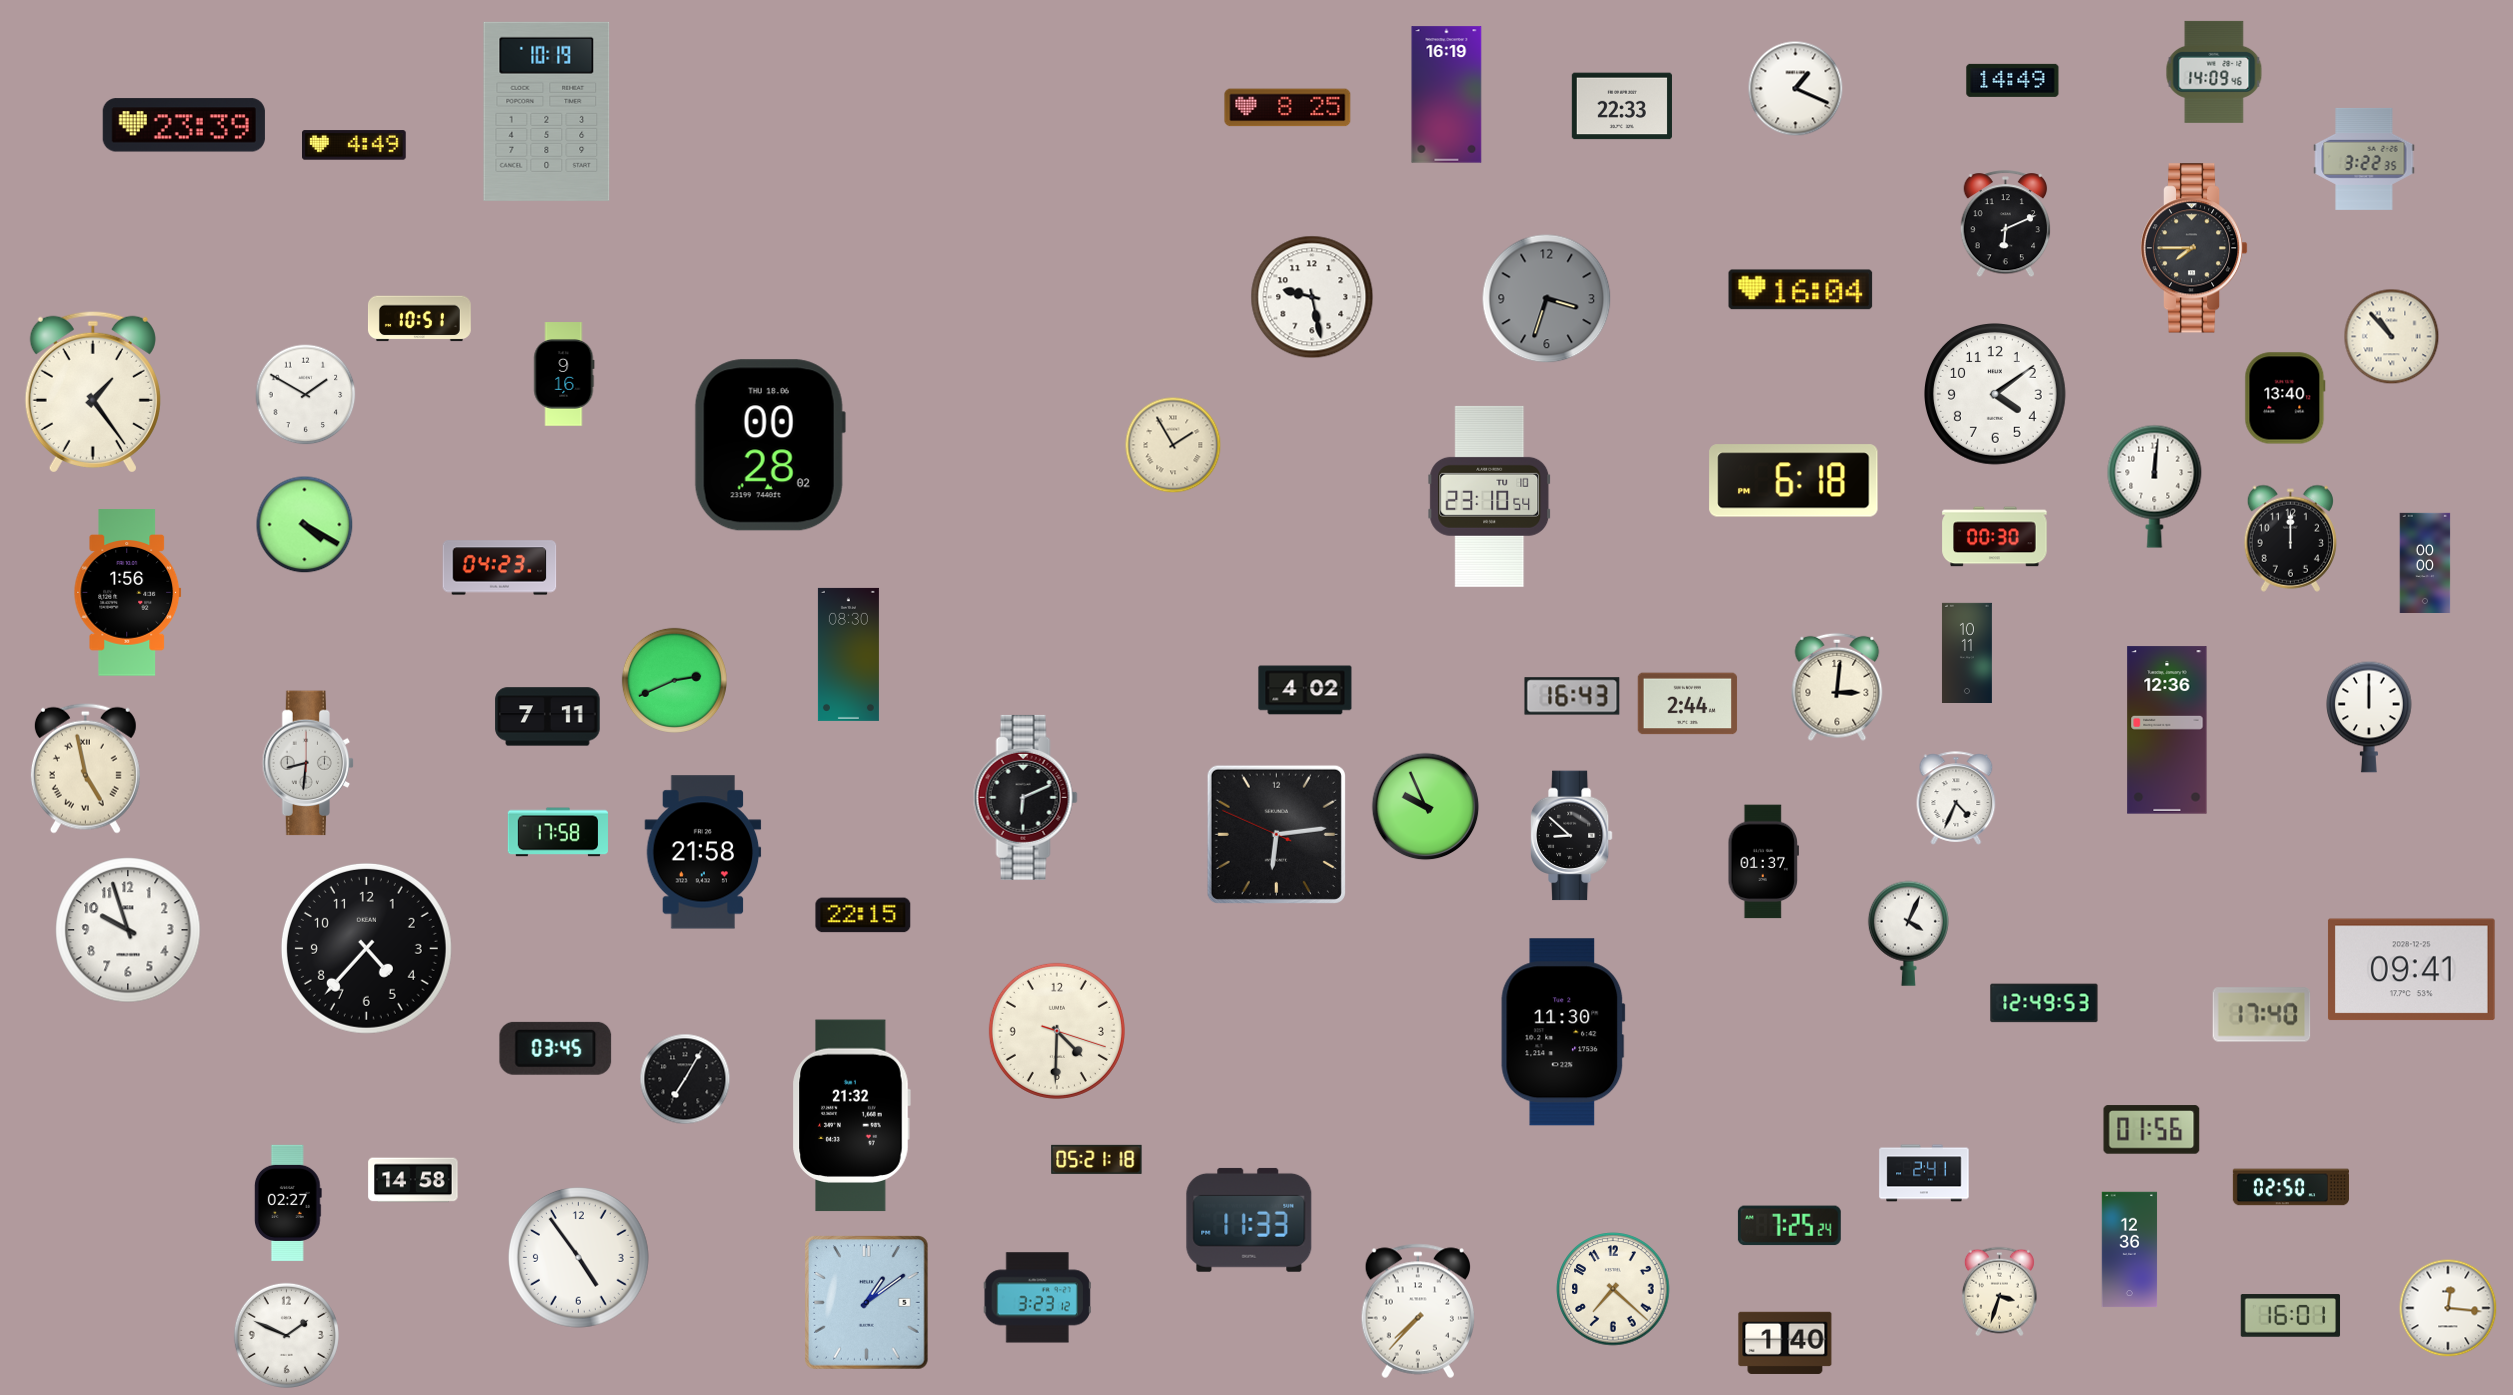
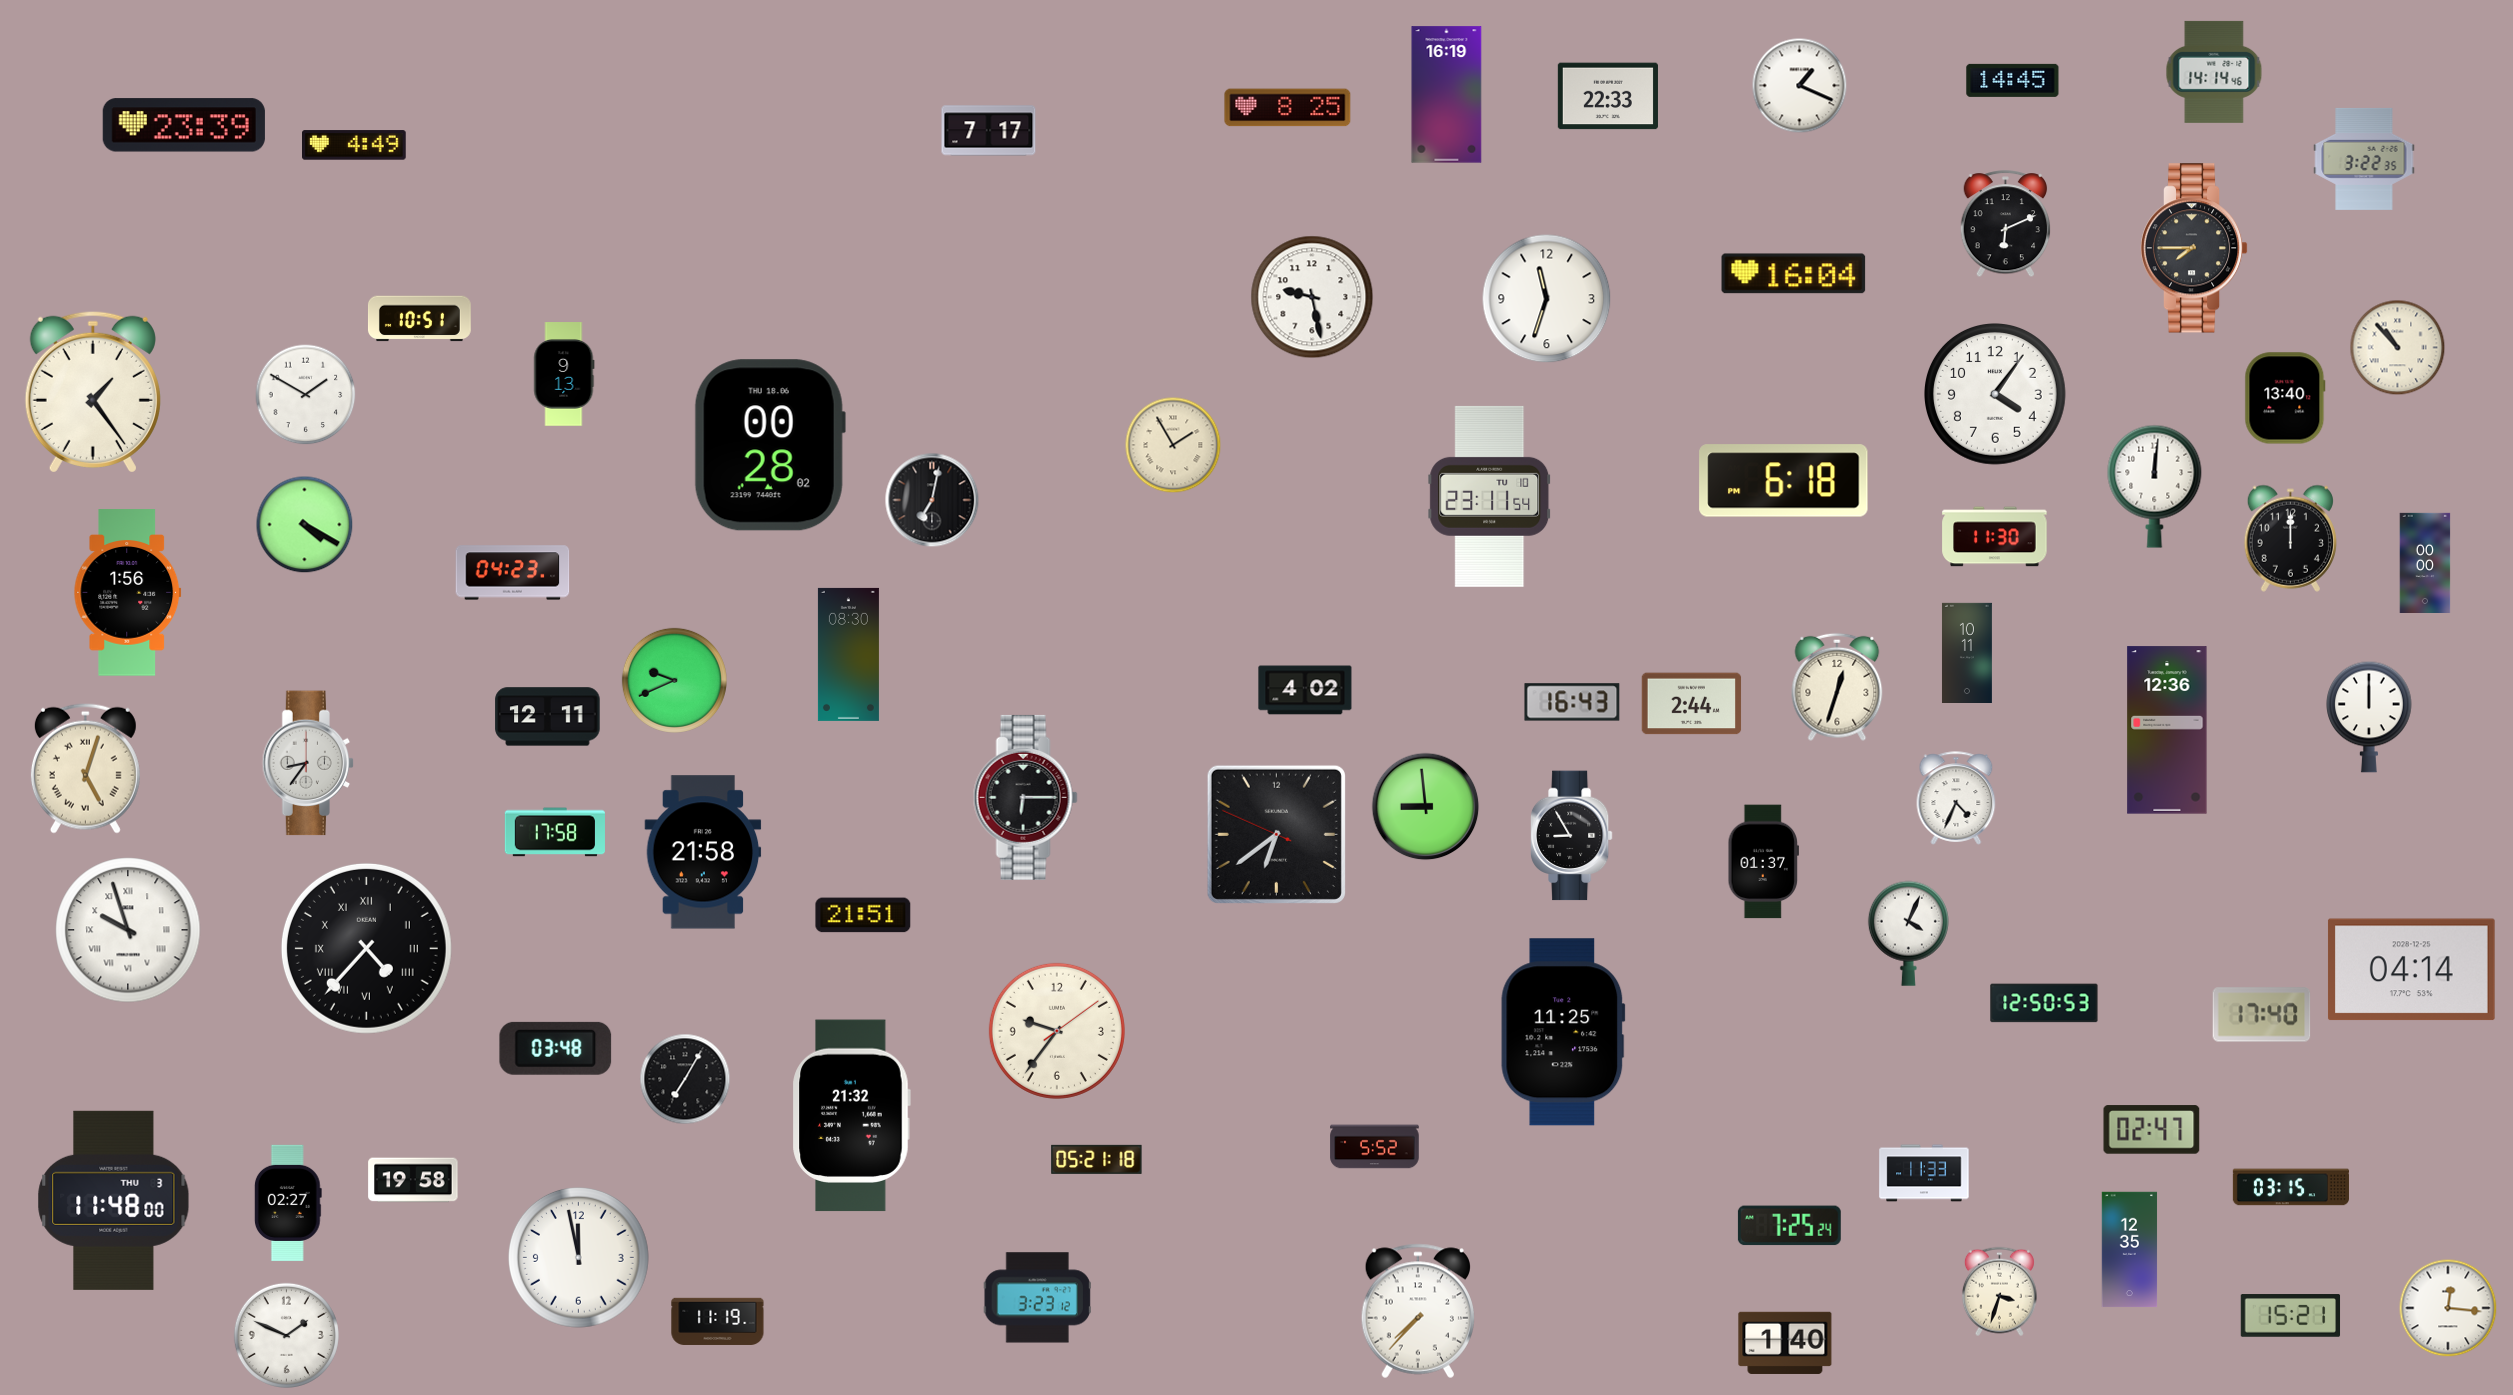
clock at (2214, 72): 14:09 -> 14:14
clock at (2013, 80): 14:49 -> 14:45
clock at (1796, 89) position: (1796, 89) -> (1800, 86)
clock at (1622, 106) position: (1622, 106) -> (1608, 96)
clock at (547, 111): 10:19 -> none
clock at (989, 131): none -> 7:17
clock at (1801, 290) position: (1801, 290) -> (1794, 274)
clock at (1547, 299): 3:33 -> 11:33
clock at (1547, 299) dial: grey -> white
clock at (2392, 337) position: (2392, 337) -> (2398, 348)
clock at (564, 374): 9:16 -> 9:13
clock at (1996, 395): 4:09 -> 4:06
clock at (1794, 481) position: (1794, 481) -> (1784, 481)
clock at (1490, 496): 23:10 -> 23:11
clock at (932, 500): none -> 7:02
clock at (1995, 537): 00:30 -> 11:30
clock at (500, 568) position: (500, 568) -> (513, 573)
clock at (674, 680): 2:41 -> 9:41
clock at (1837, 687): 3:01 -> 12:33
clock at (1572, 696) position: (1572, 696) -> (1572, 702)
clock at (1688, 704) position: (1688, 704) -> (1692, 704)
clock at (548, 717): 7:11 -> 12:11
clock at (308, 763): 8:31 -> 8:36
clock at (85, 768): 4:58 -> 5:03
clock at (1025, 797): 6:11 -> 6:15
clock at (1426, 807): 9:56 -> 8:59
clock at (558, 832) position: (558, 832) -> (555, 832)
clock at (1276, 834): 6:13 -> 6:38
clock at (1571, 836): 8:52 -> 8:55
clock at (863, 915): 22:15 -> 21:51
clock at (128, 930) numerals: Arabic -> Roman
clock at (366, 948) numerals: Arabic -> Roman
clock at (2411, 970): 09:41 -> 04:14
clock at (2044, 1003): 12:49 -> 12:50
clock at (1057, 1031): 4:30 -> 9:36
clock at (1563, 1032): 11:30 -> 11:25
clock at (556, 1048): 03:45 -> 03:48
clock at (2152, 1130): 01:56 -> 02:47
clock at (1375, 1147): none -> 5:52
clock at (1924, 1173): 2:41 -> 11:33
clock at (413, 1180): 14:58 -> 19:58
clock at (2291, 1187): 02:50 -> 03:15
clock at (114, 1200): none -> 11:48
clock at (1249, 1220): 11:33 -> none
clock at (2130, 1250): 12:36 -> 12:35
clock at (578, 1257): 4:54 -> 11:58
clock at (1613, 1289): 7:22 -> none
clock at (867, 1303): 1:09 -> none
clock at (2291, 1316): 16:01 -> 15:21
clock at (718, 1321): none -> 11:19
